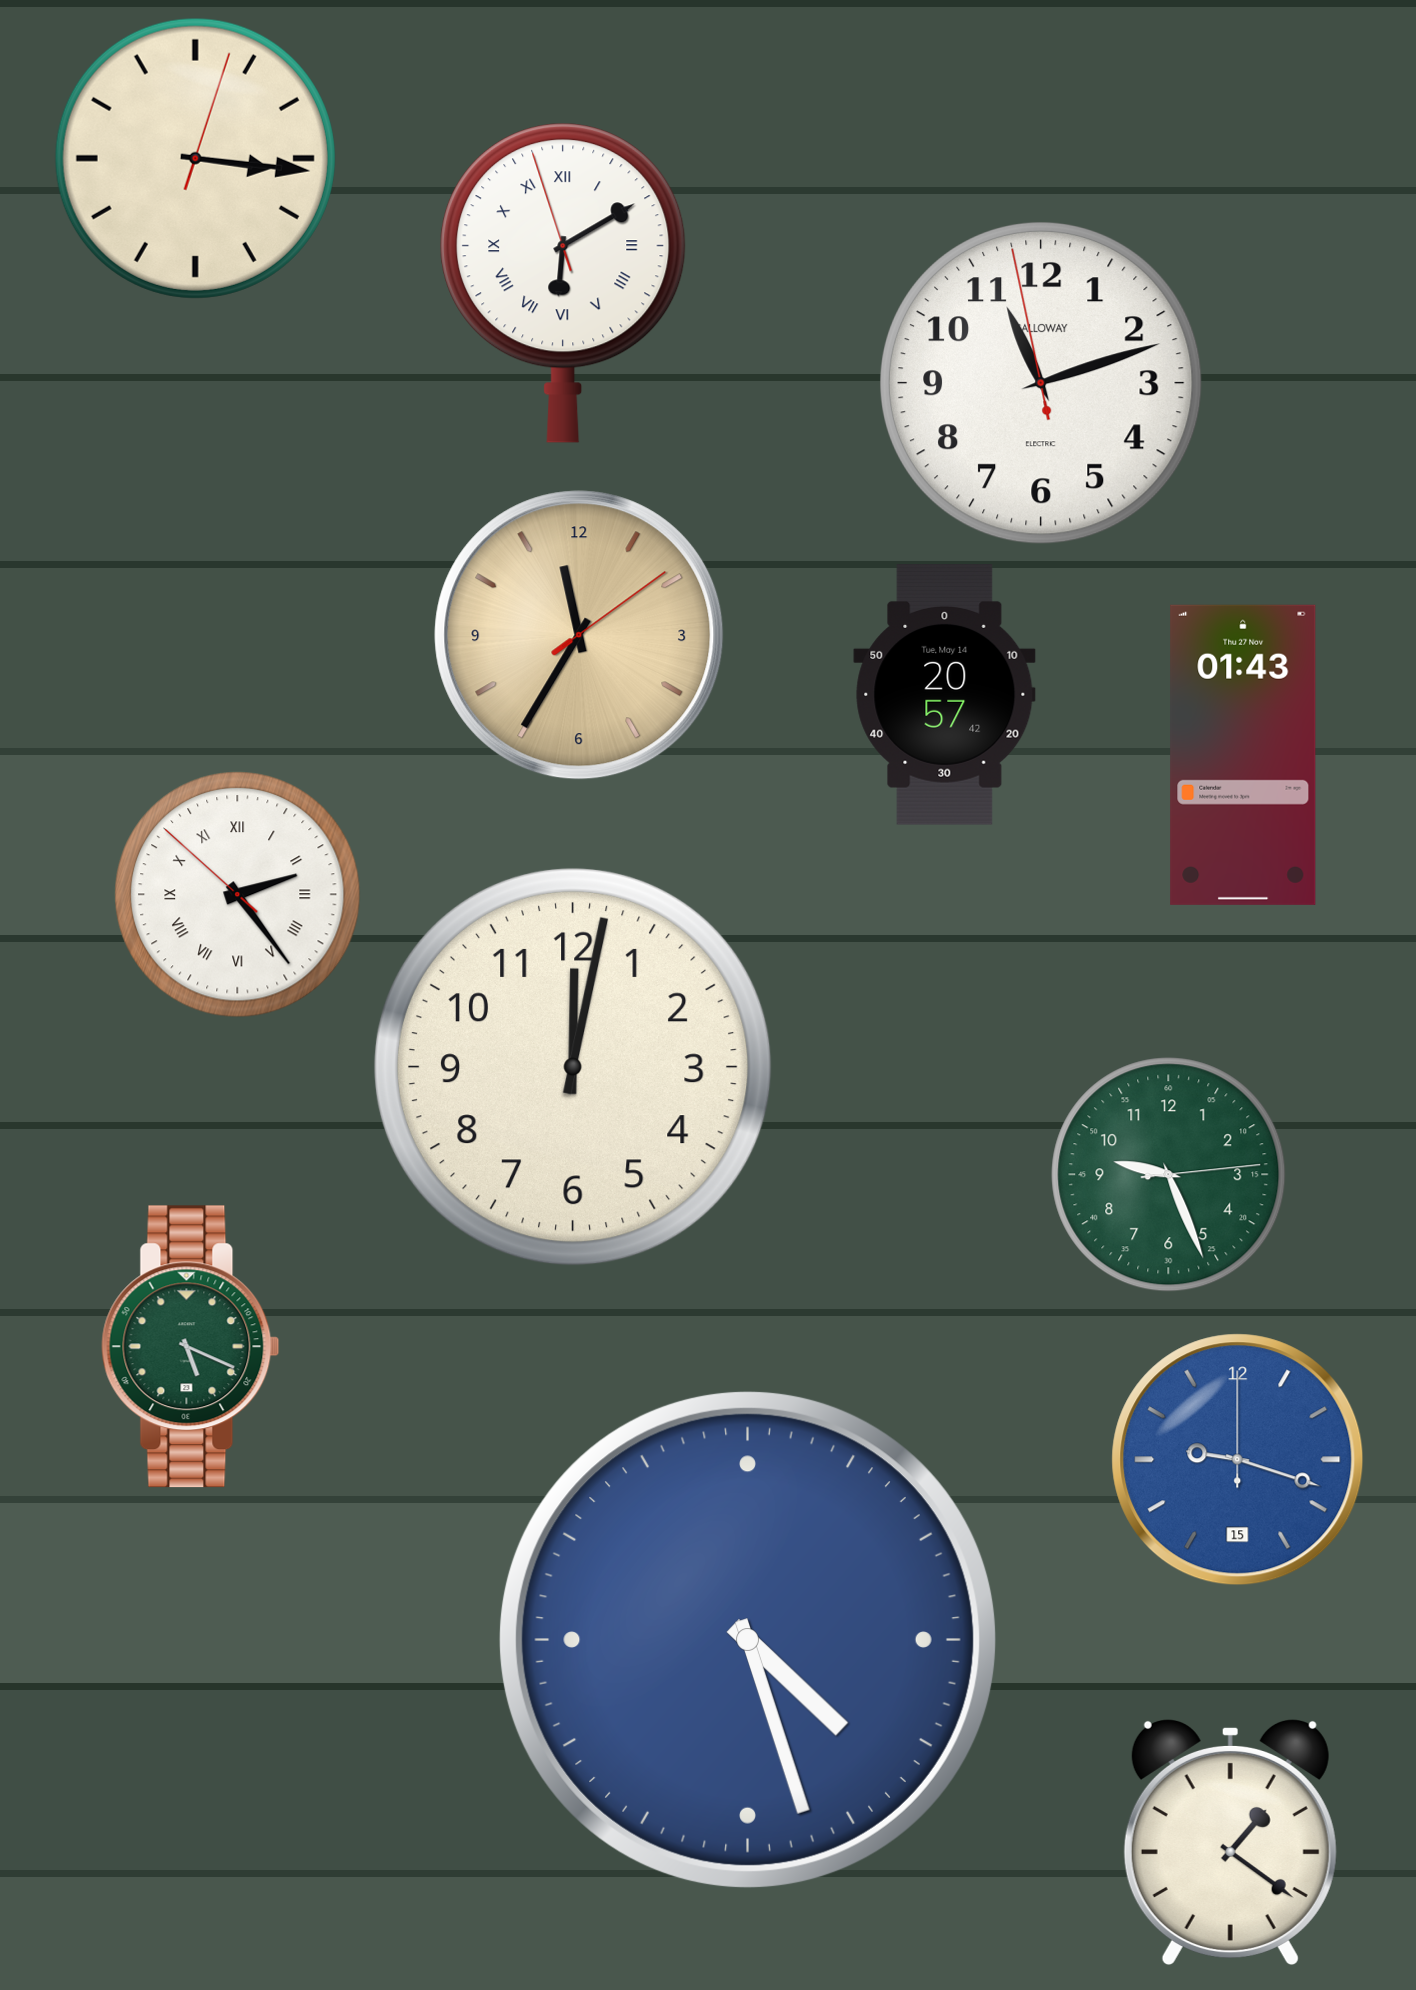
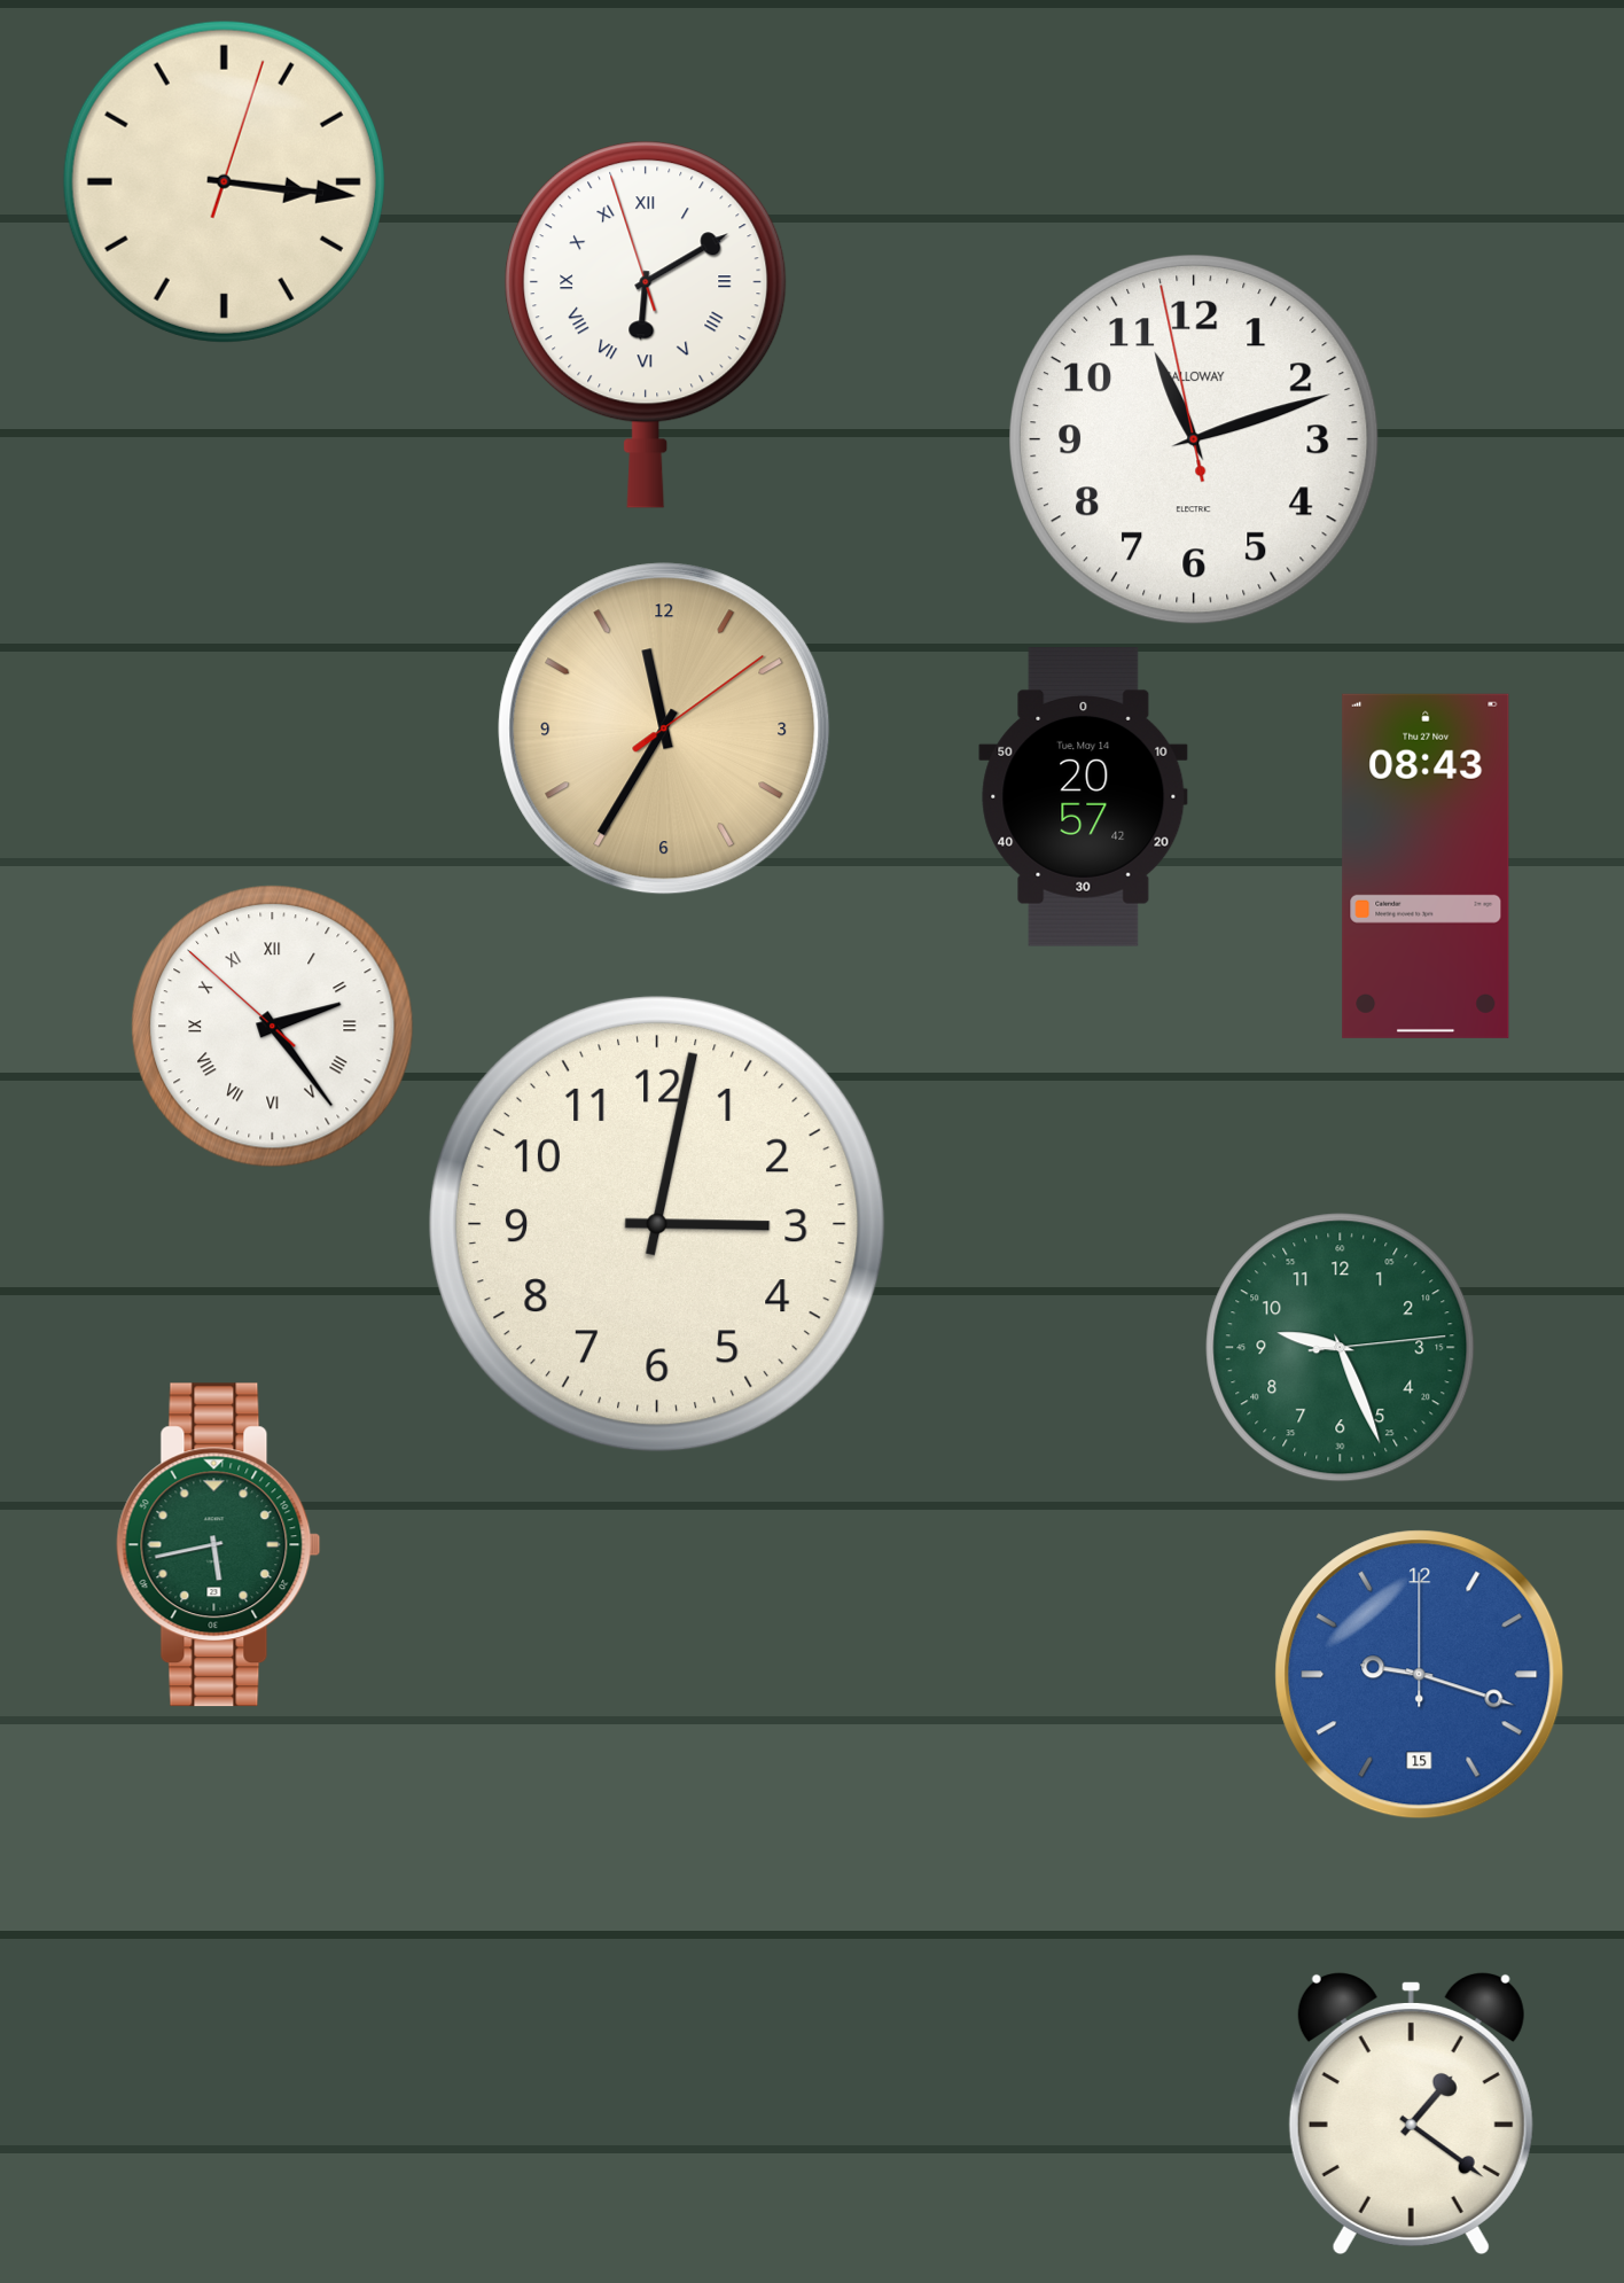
clock at (1243, 755): 01:43 -> 08:43
clock at (573, 1067): 12:02 -> 3:02
clock at (191, 1347): 5:19 -> 5:43
clock at (748, 1640): 4:27 -> none
